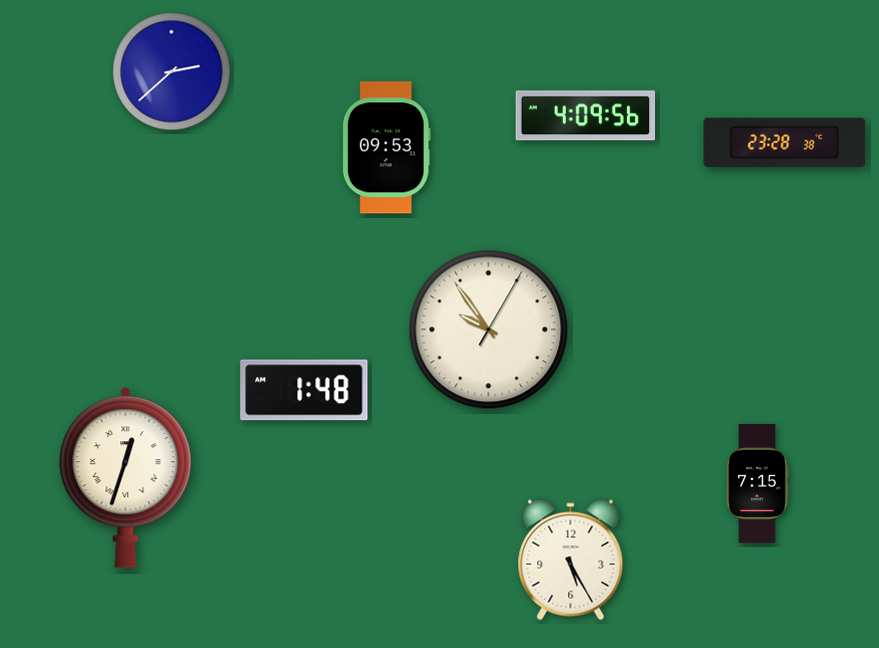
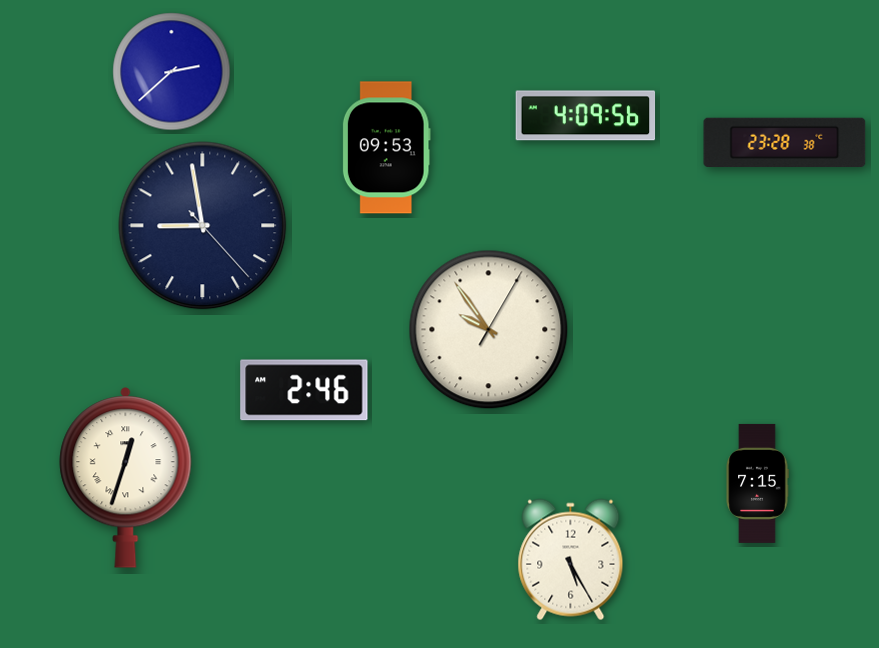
clock at (203, 226): none -> 8:58
clock at (304, 390): 1:48 -> 2:46
